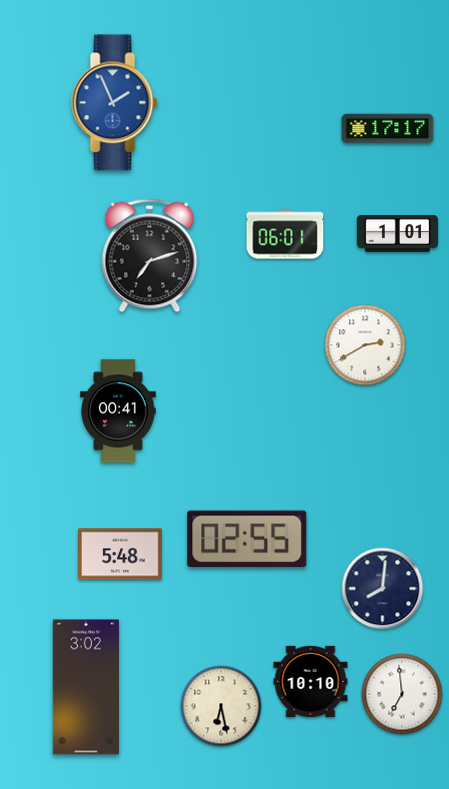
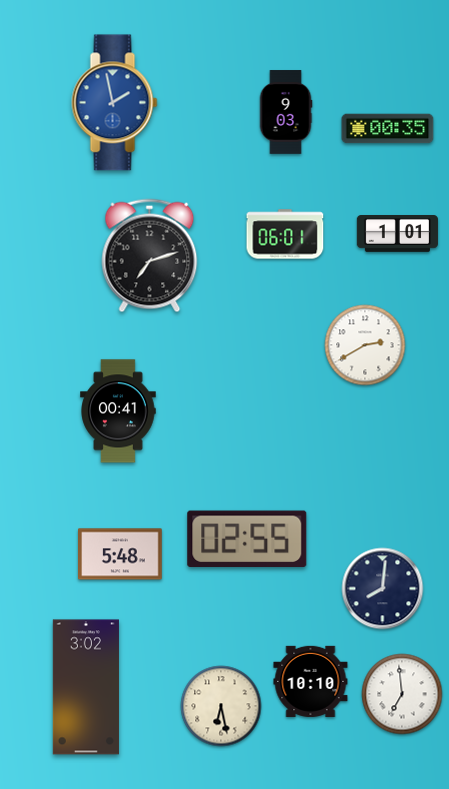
clock at (115, 103): 1:56 -> 1:58
clock at (286, 112): none -> 9:03
clock at (388, 129): 17:17 -> 00:35
